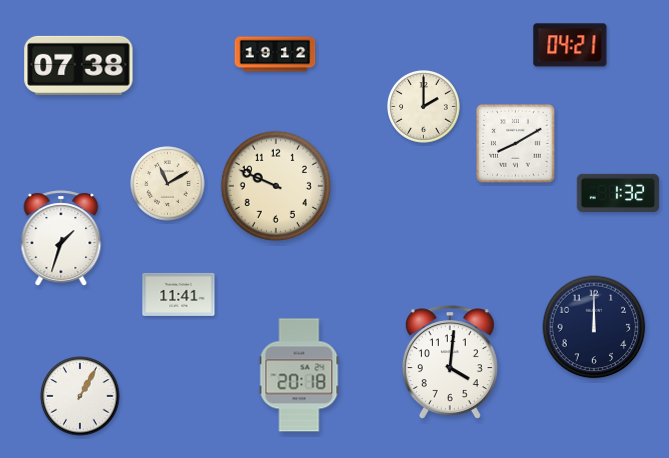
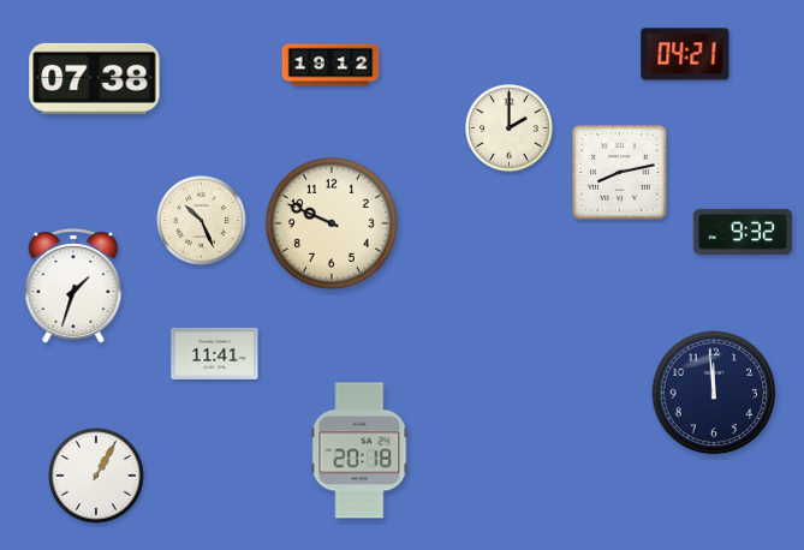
clock at (516, 144): 8:10 -> 8:13
clock at (168, 184): 11:10 -> 10:26
clock at (618, 192): 1:32 -> 9:32
clock at (594, 327): 12:00 -> 11:59
clock at (450, 362): 4:01 -> none
